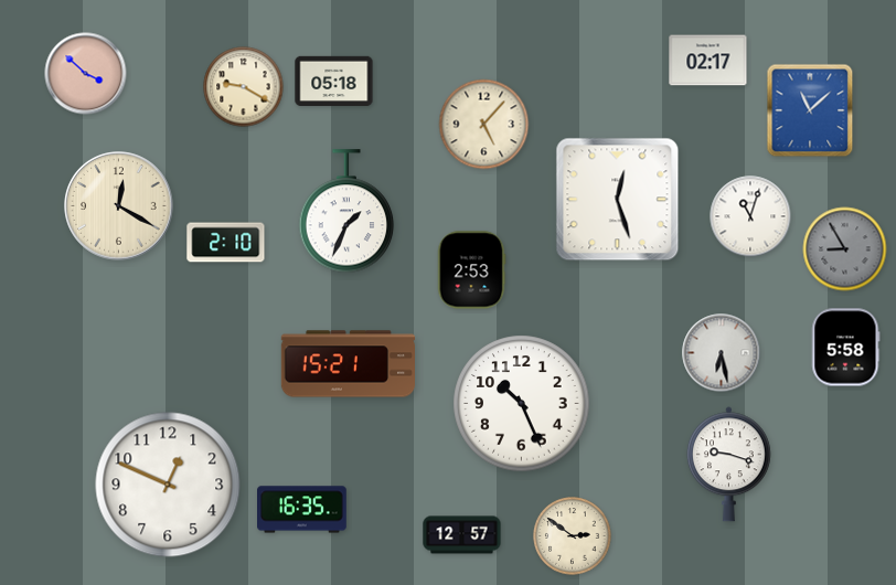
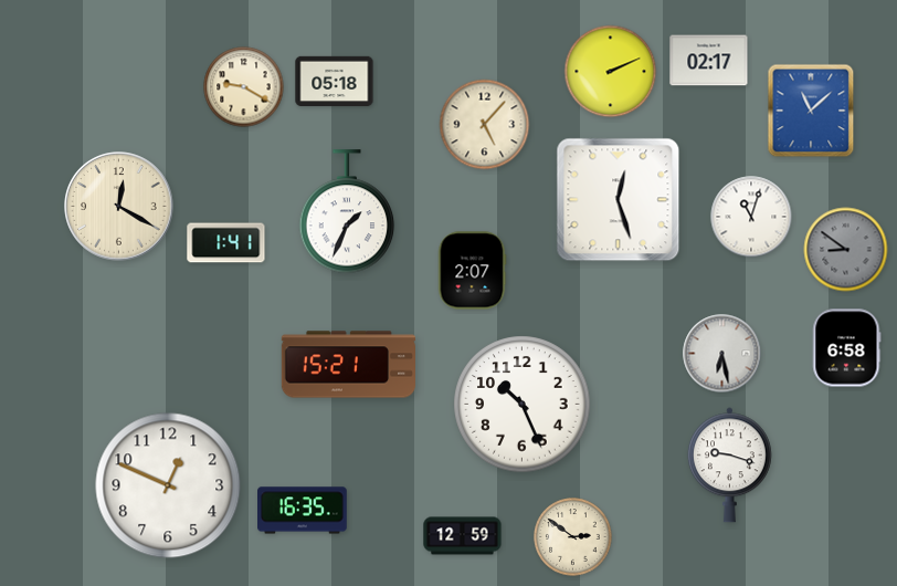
clock at (611, 72): none -> 2:11
clock at (86, 74): 3:52 -> none
clock at (226, 243): 2:10 -> 1:41
clock at (845, 249): 8:55 -> 8:51
clock at (471, 270): 2:53 -> 2:07
clock at (846, 348): 5:58 -> 6:58
clock at (462, 535): 12:57 -> 12:59
